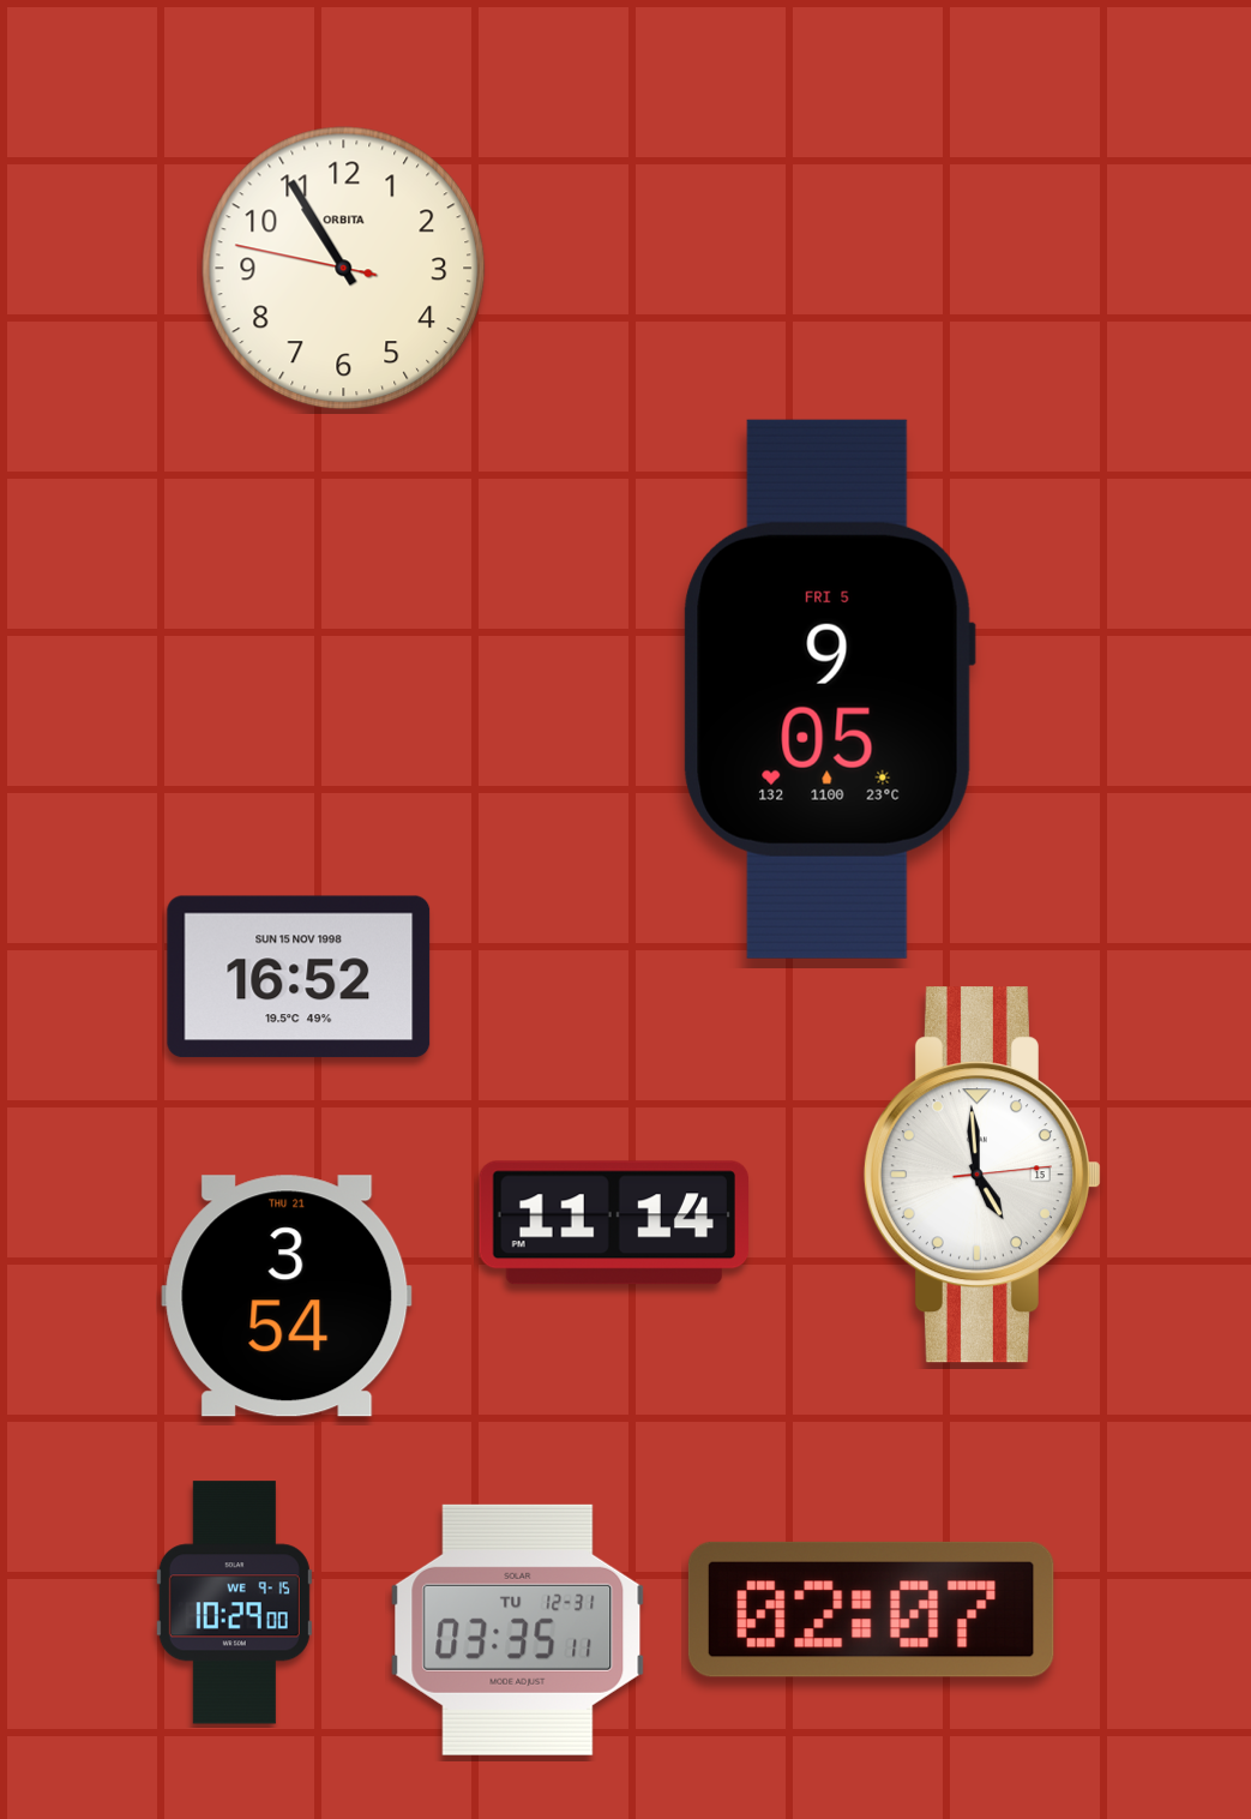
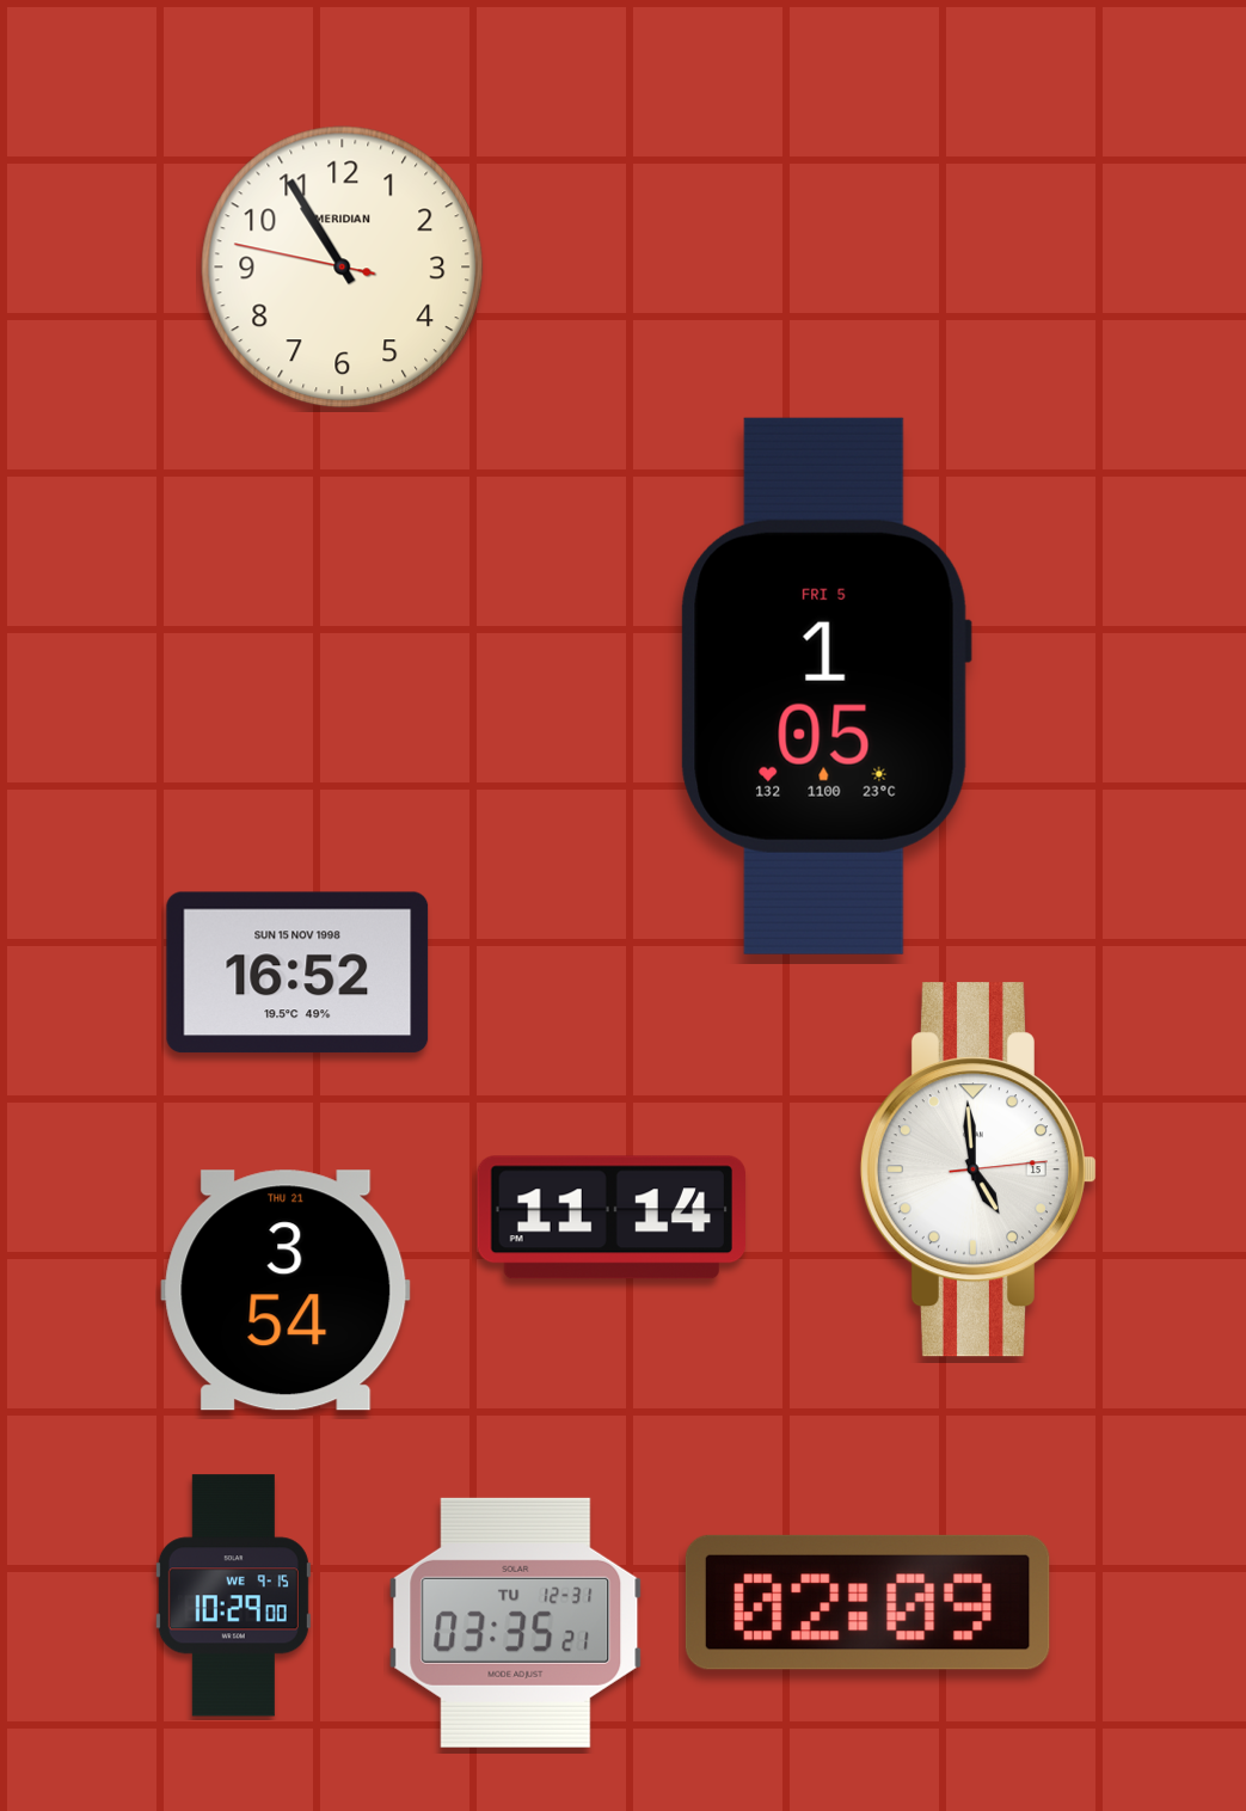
clock at (344, 269) brand: ORBITA -> MERIDIAN
clock at (829, 689): 9:05 -> 1:05
clock at (871, 1609): 02:07 -> 02:09
clock at (518, 1629): 03:35:11 -> 03:35:21
